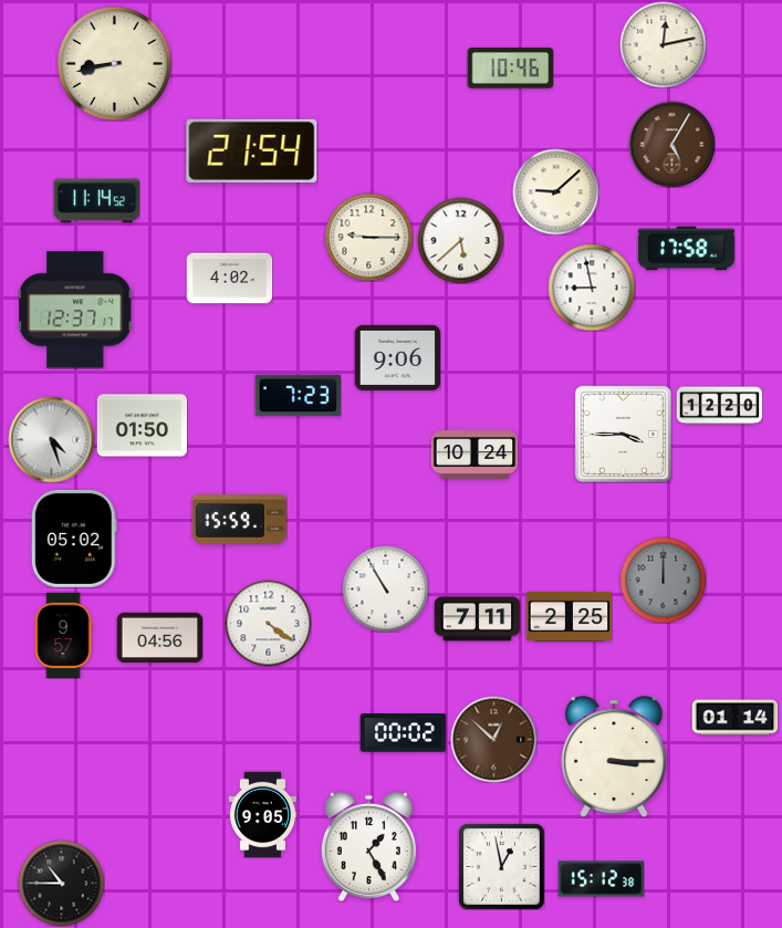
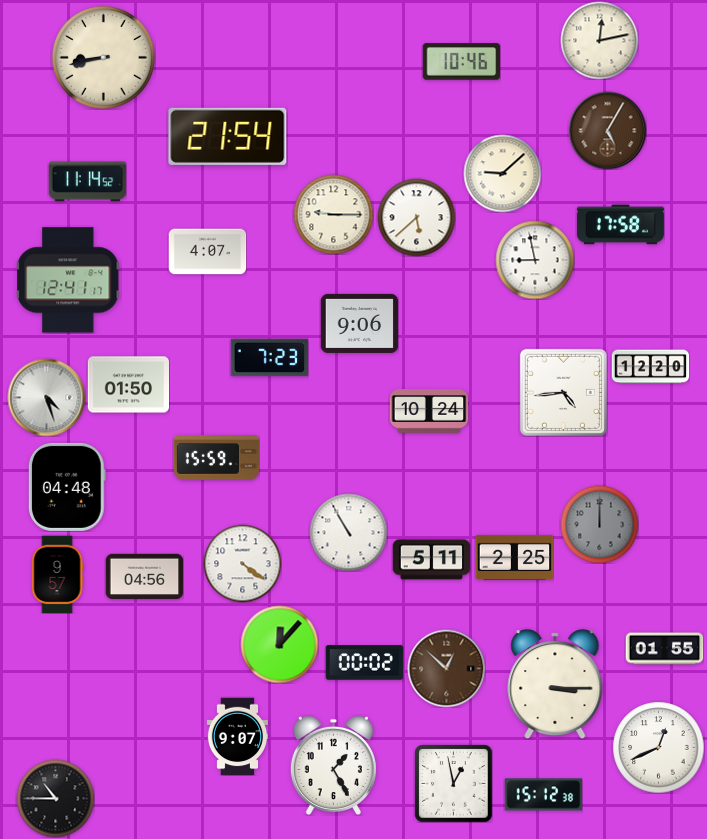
clock at (229, 279): 4:02 -> 4:07
clock at (76, 310): 12:37 -> 12:41
clock at (623, 434): 3:45 -> 4:44
clock at (239, 520) position: (239, 520) -> (216, 458)
clock at (74, 539): 05:02 -> 04:48
clock at (477, 619): 7:11 -> 5:11
clock at (279, 644): none -> 12:07
clock at (734, 718): 01:14 -> 01:55
clock at (263, 814): 9:05 -> 9:07
clock at (658, 747): none -> 12:41
